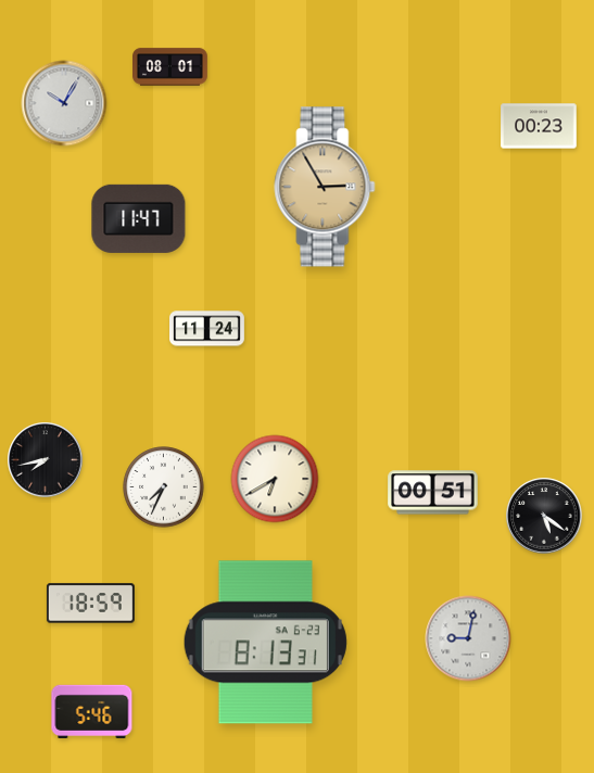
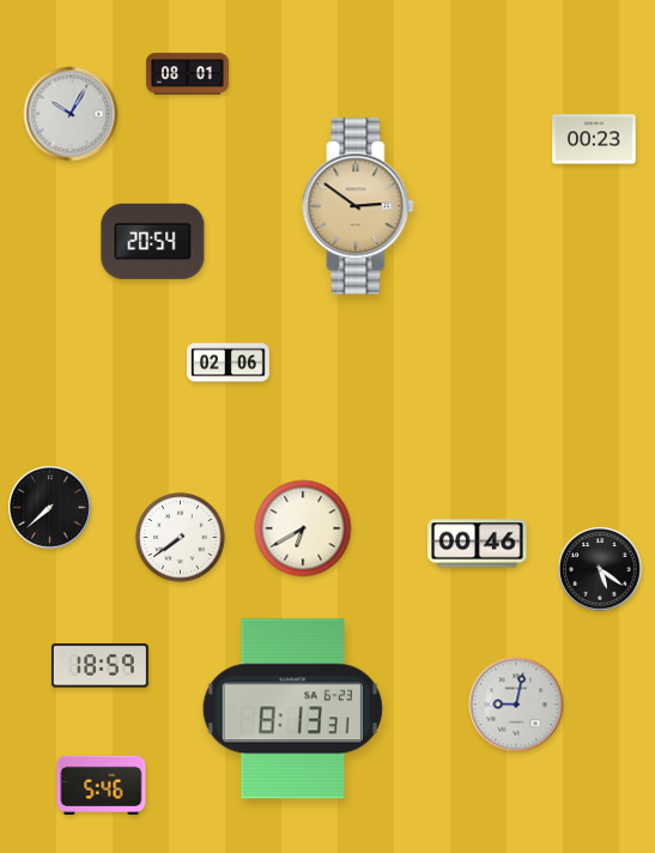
clock at (325, 187): 2:55 -> 2:51
clock at (139, 218): 11:47 -> 20:54
clock at (207, 329): 11:24 -> 02:06
clock at (46, 460): 7:43 -> 7:38
clock at (164, 487): 7:34 -> 7:39
clock at (433, 493): 00:51 -> 00:46
